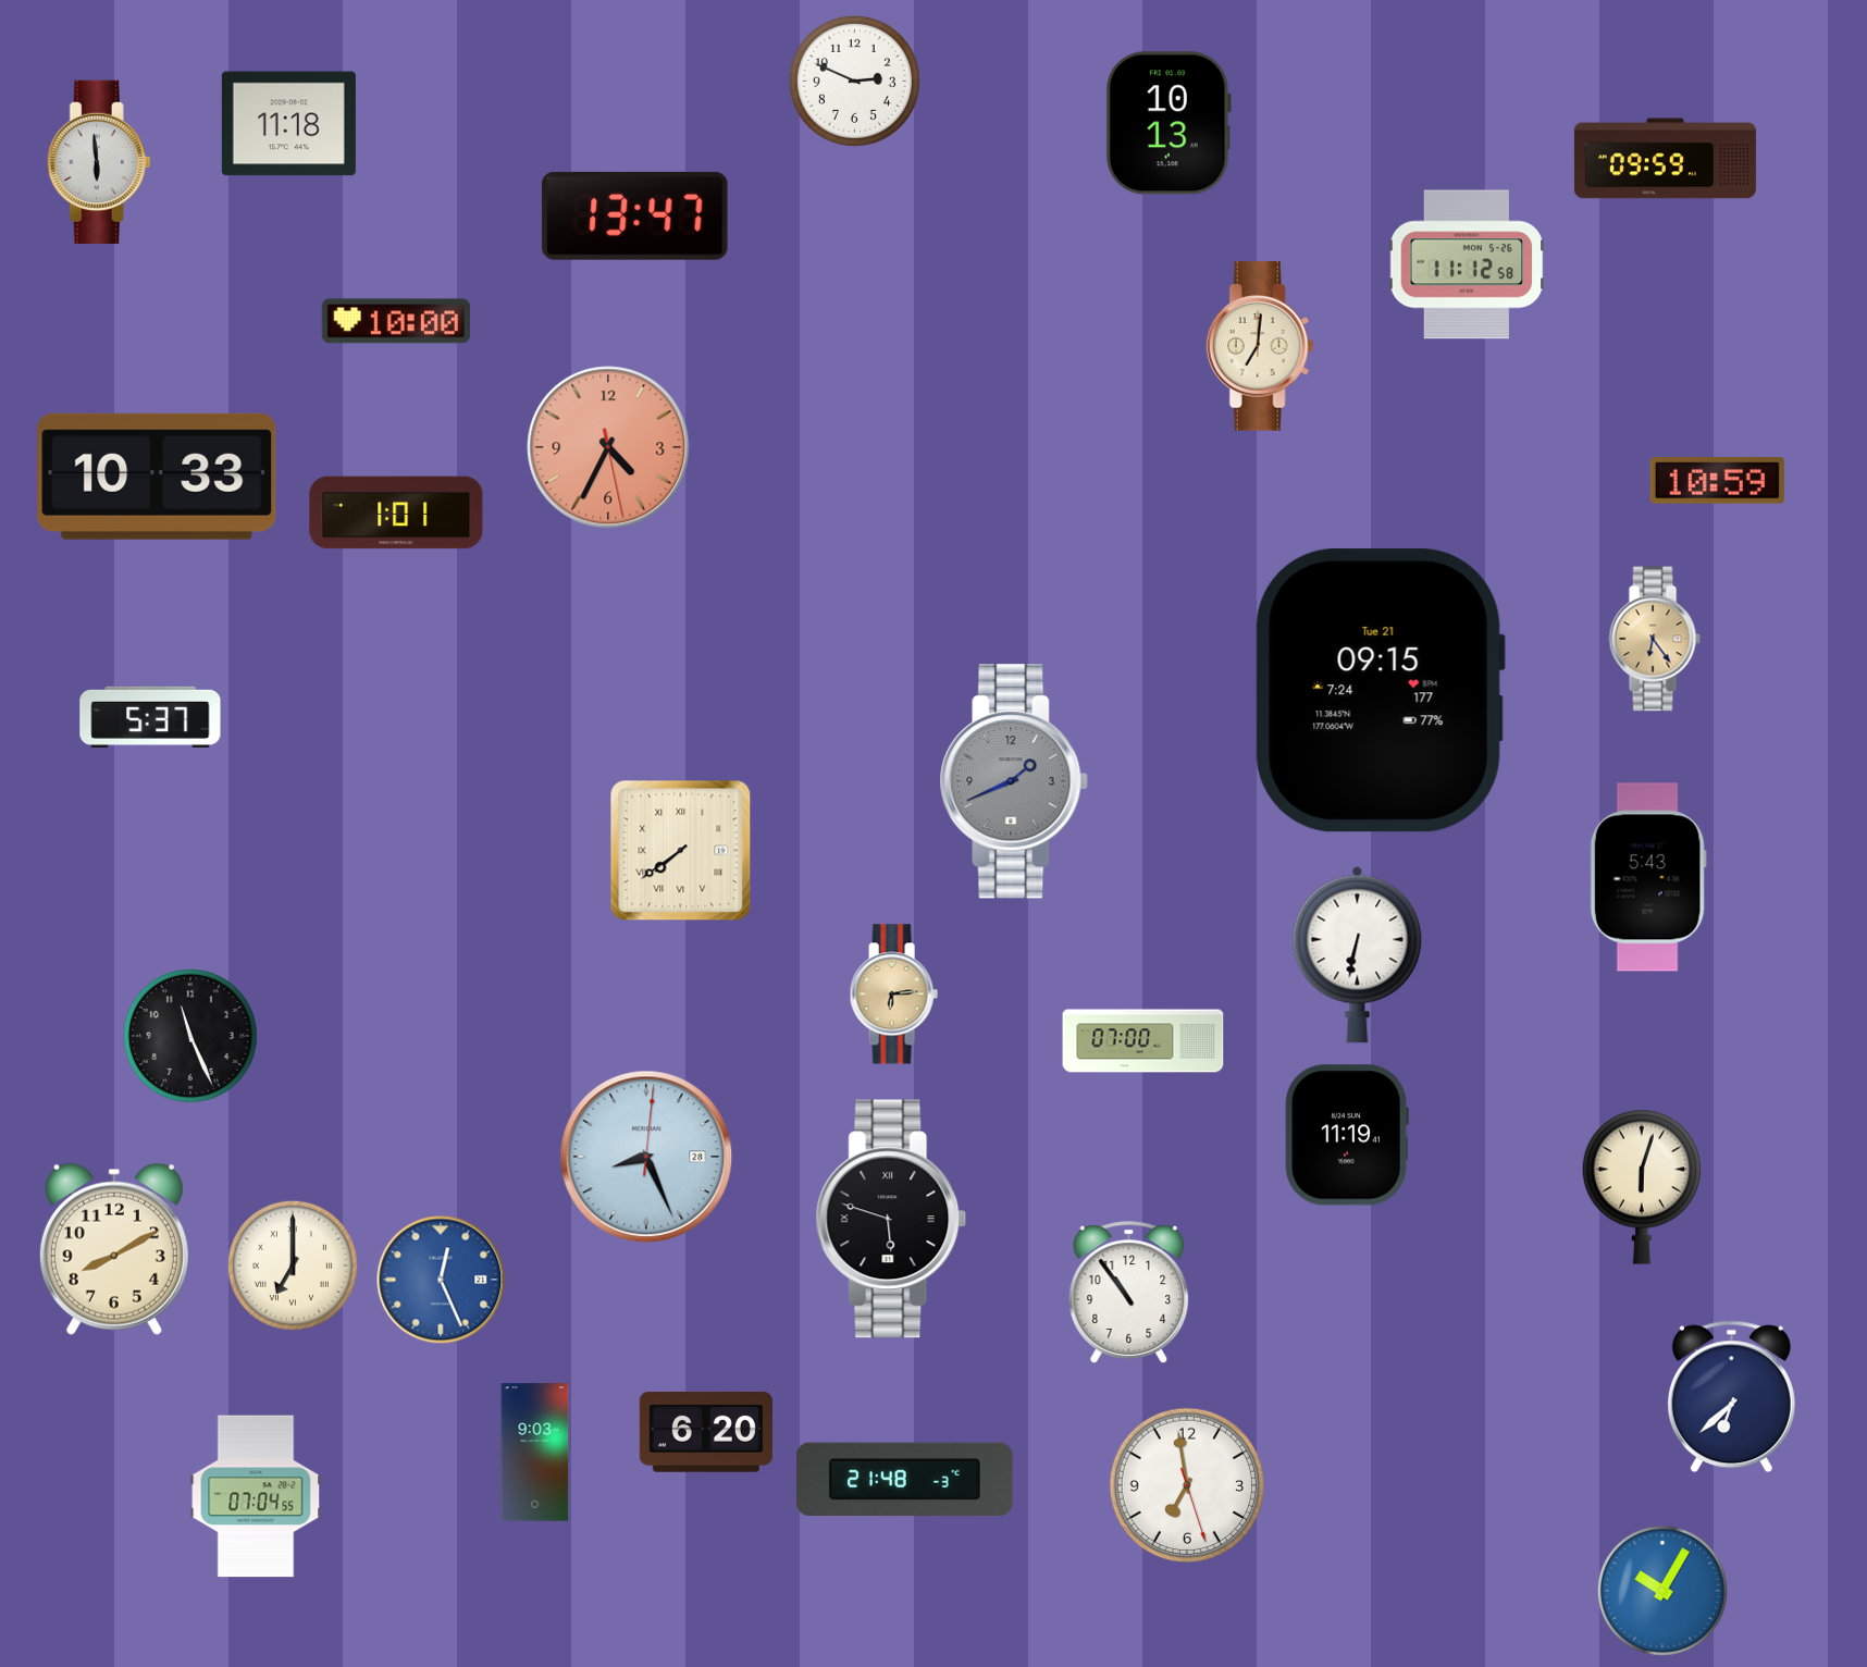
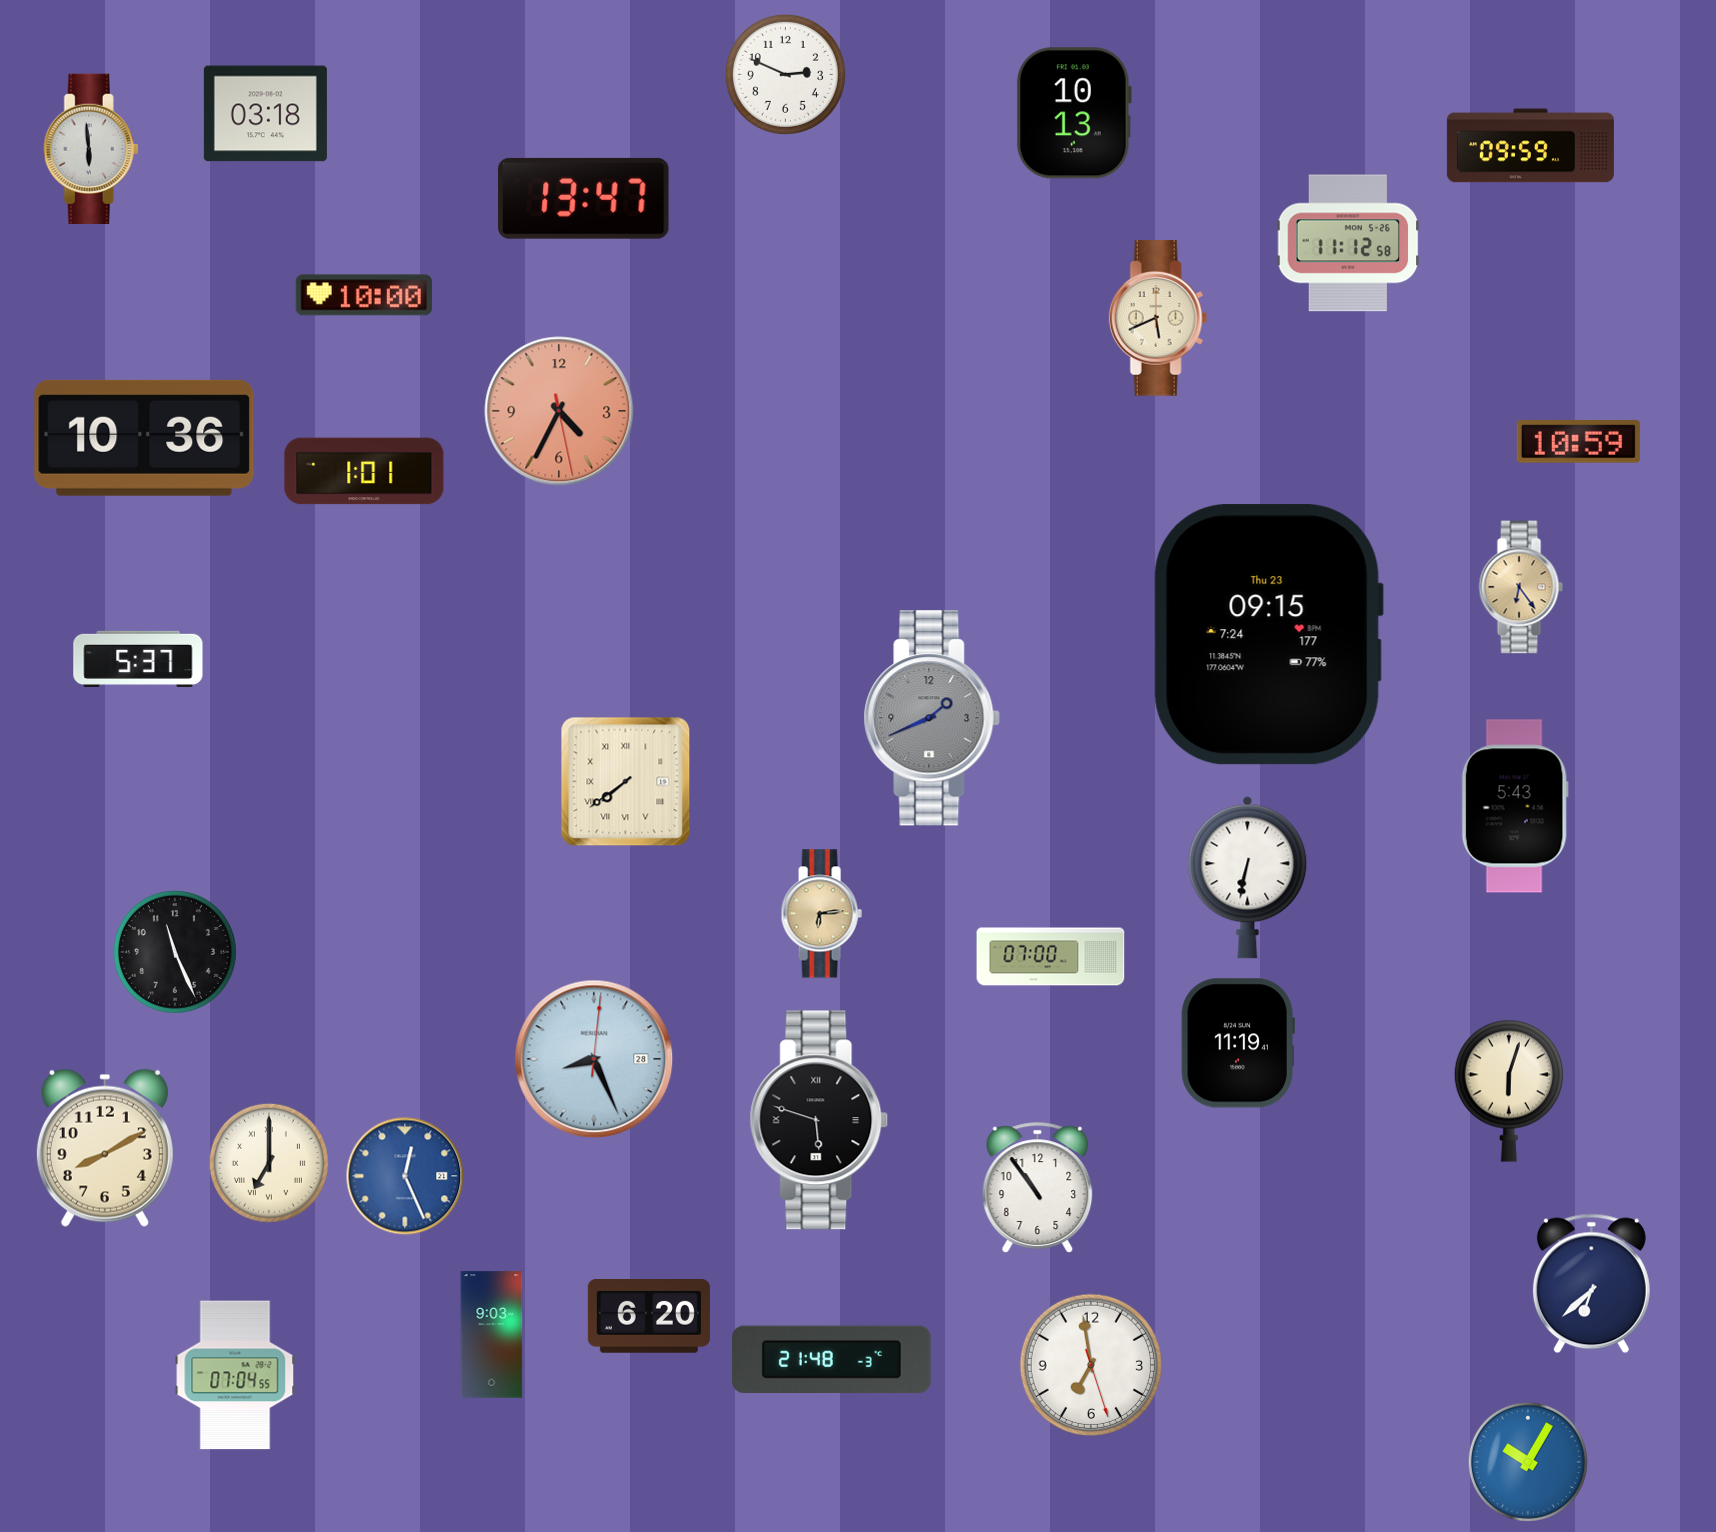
clock at (288, 124): 11:18 -> 03:18
clock at (1260, 346): 7:01 -> 5:41
clock at (157, 477): 10:33 -> 10:36
clock at (1380, 691) date: Tue 21 -> Thu 23
clock at (646, 1157) position: (646, 1157) -> (594, 1059)
